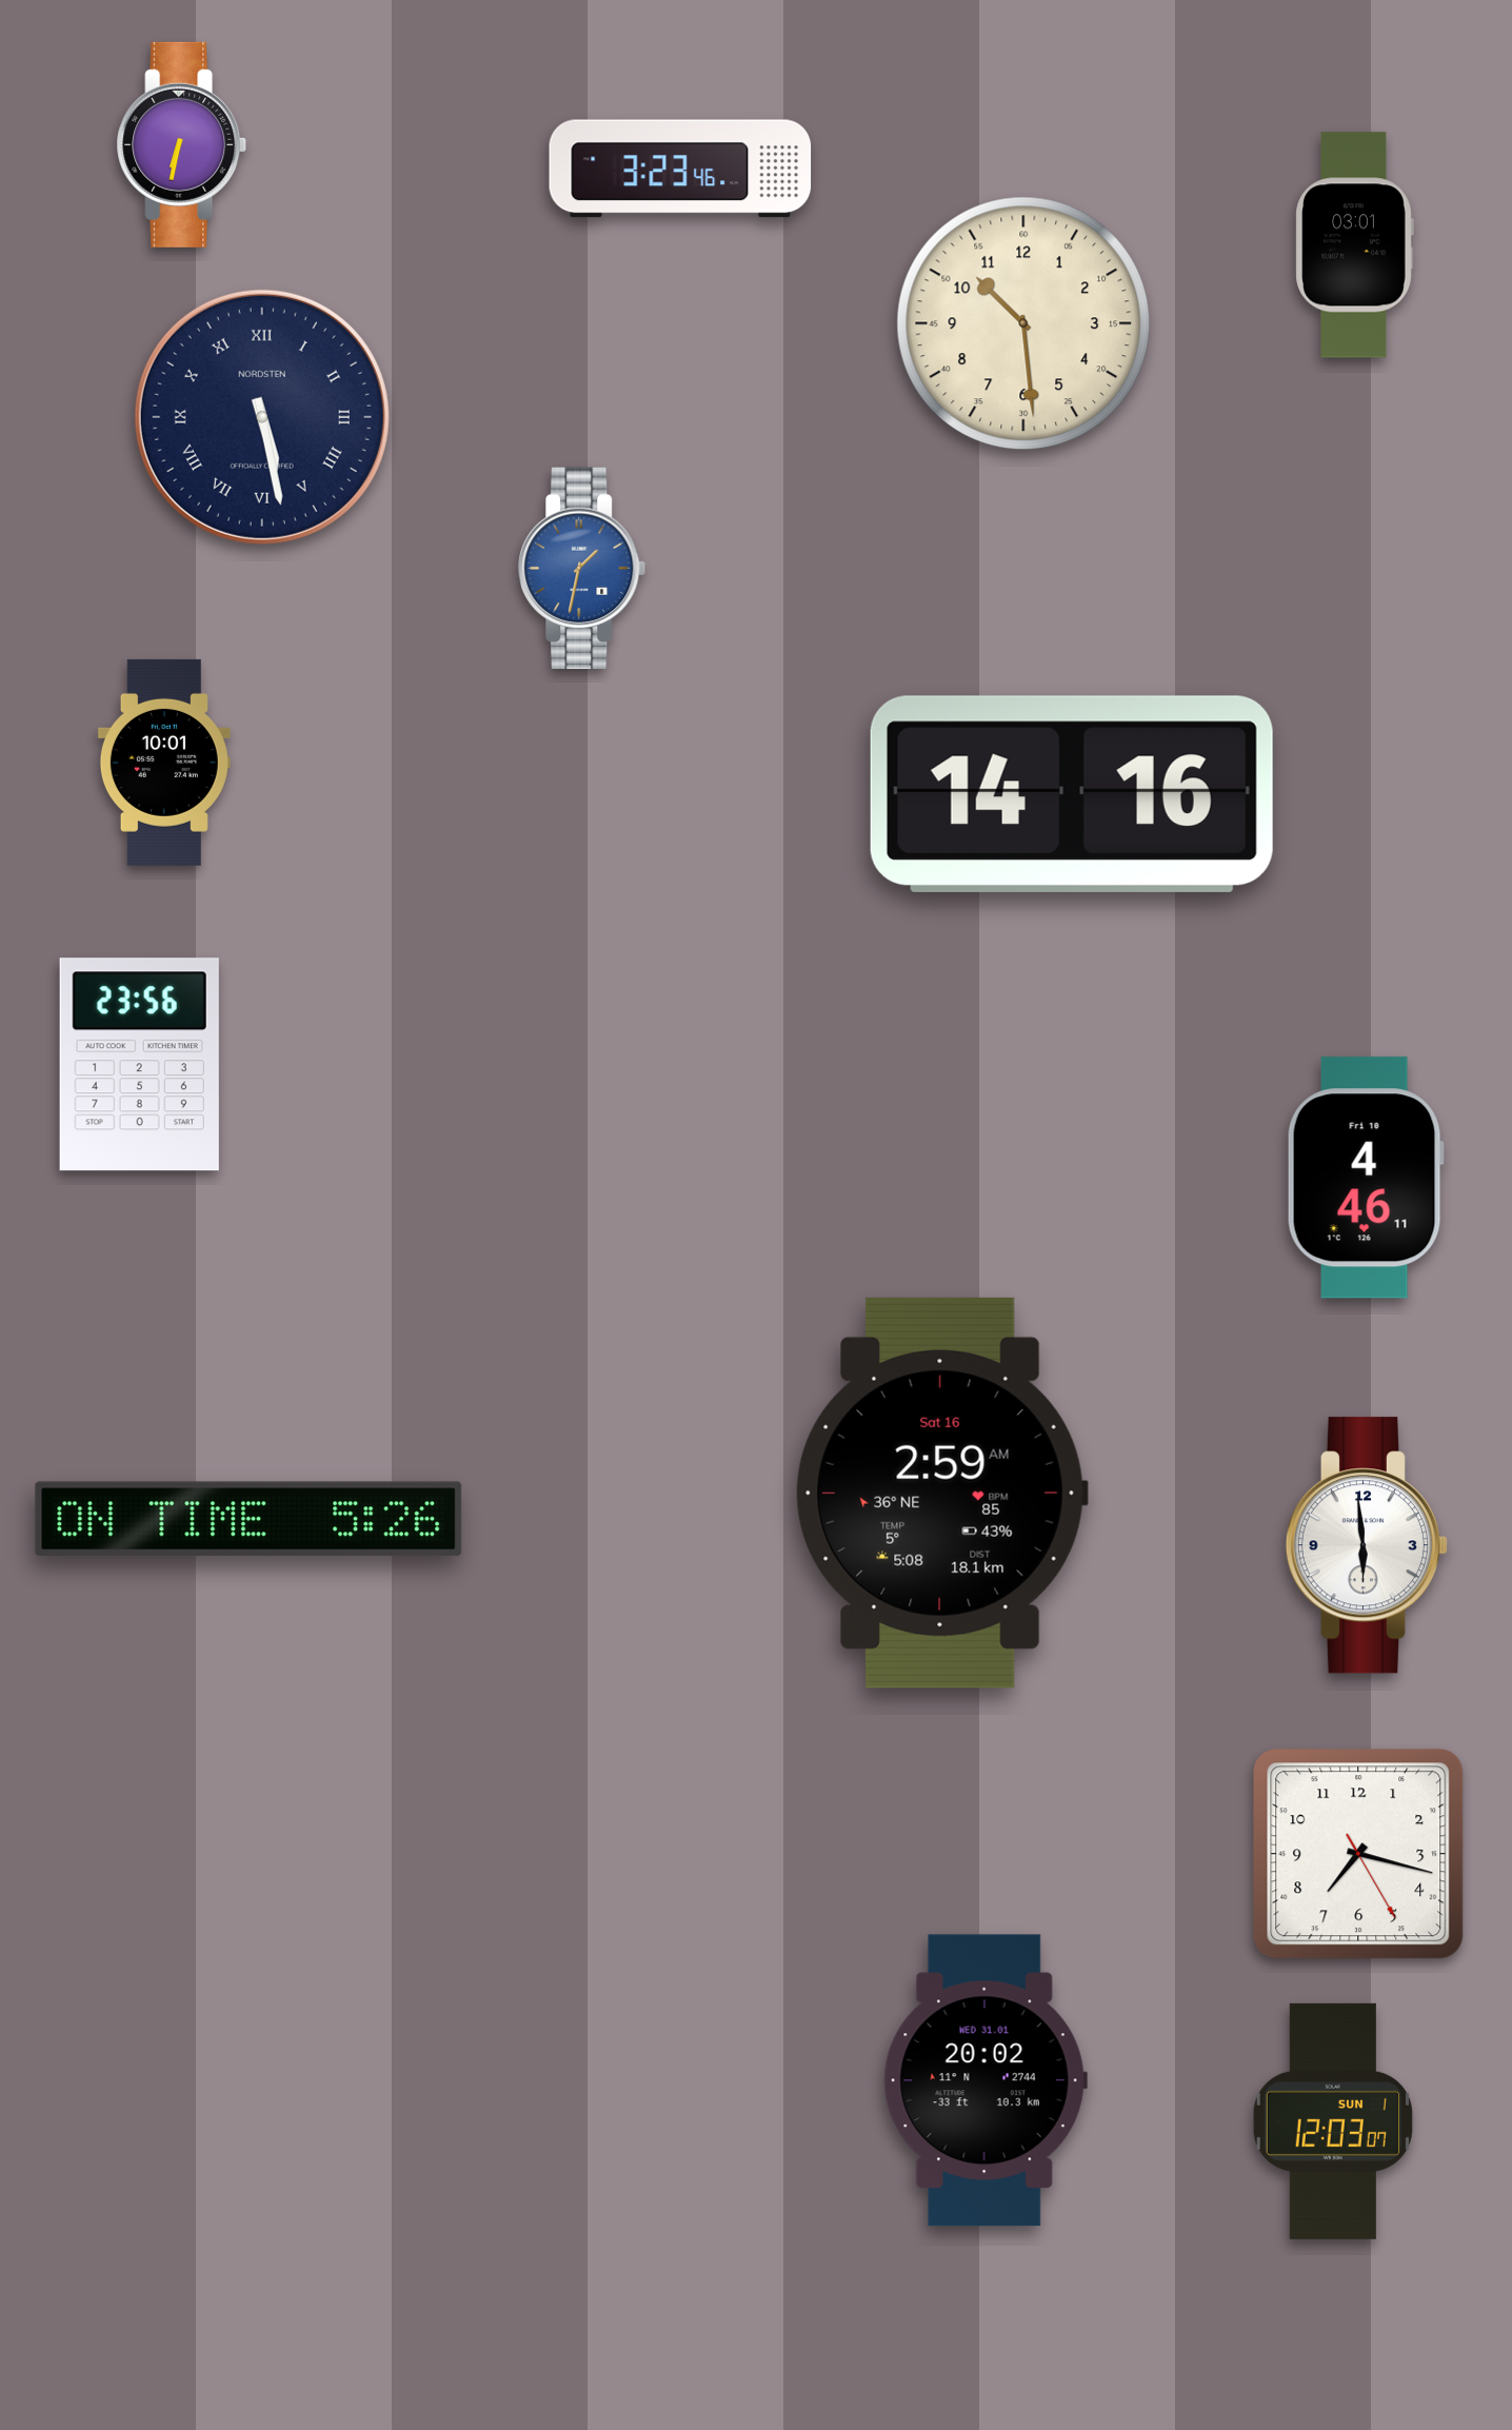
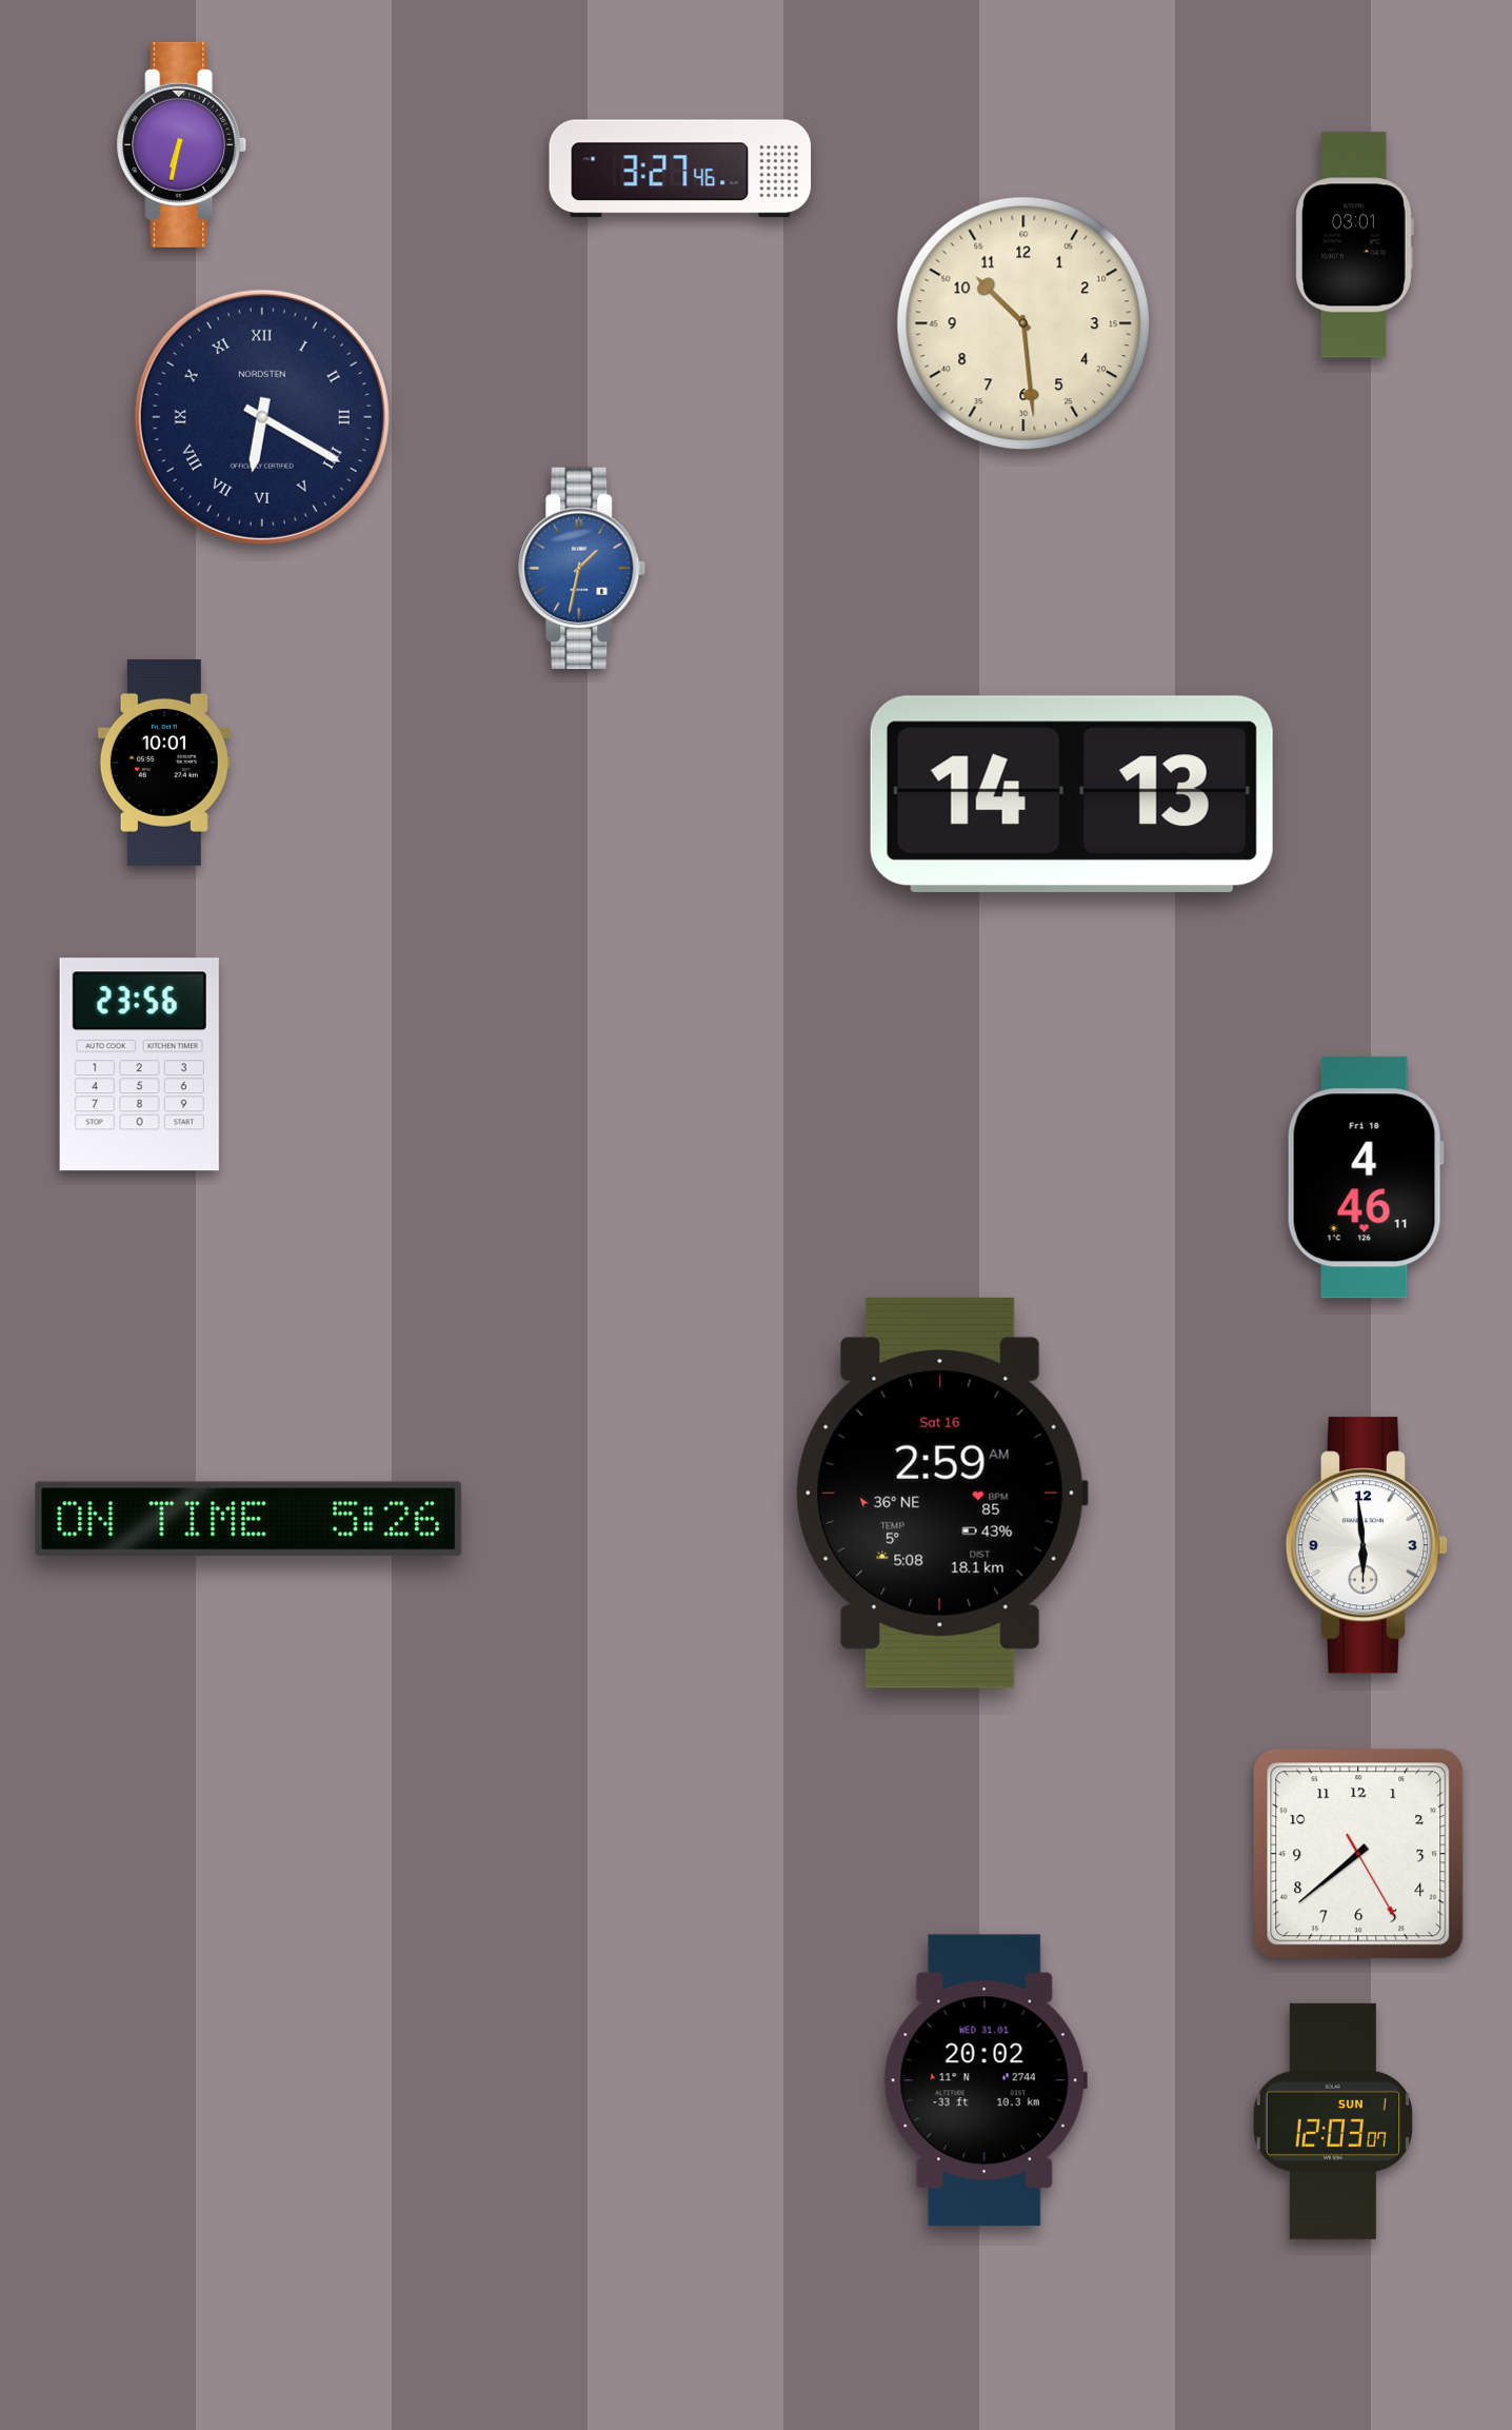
clock at (680, 169): 3:23 -> 3:27
clock at (262, 417): 5:28 -> 6:20
clock at (1072, 794): 14:16 -> 14:13
clock at (1358, 1854): 7:17 -> 7:38
